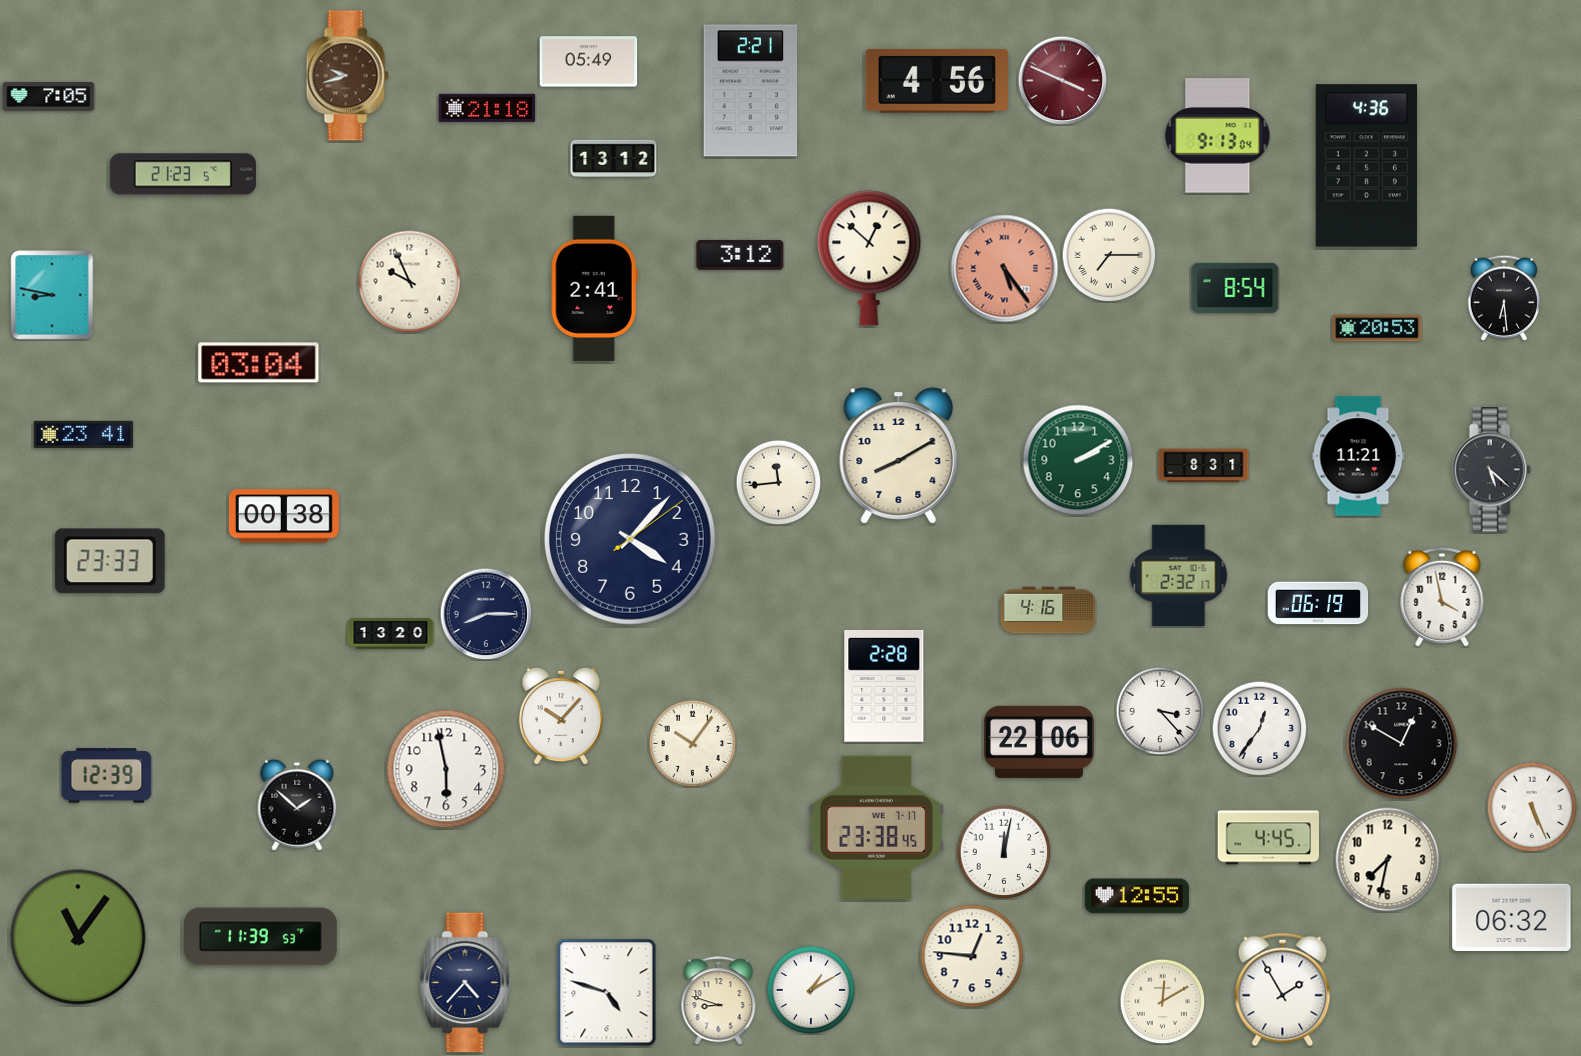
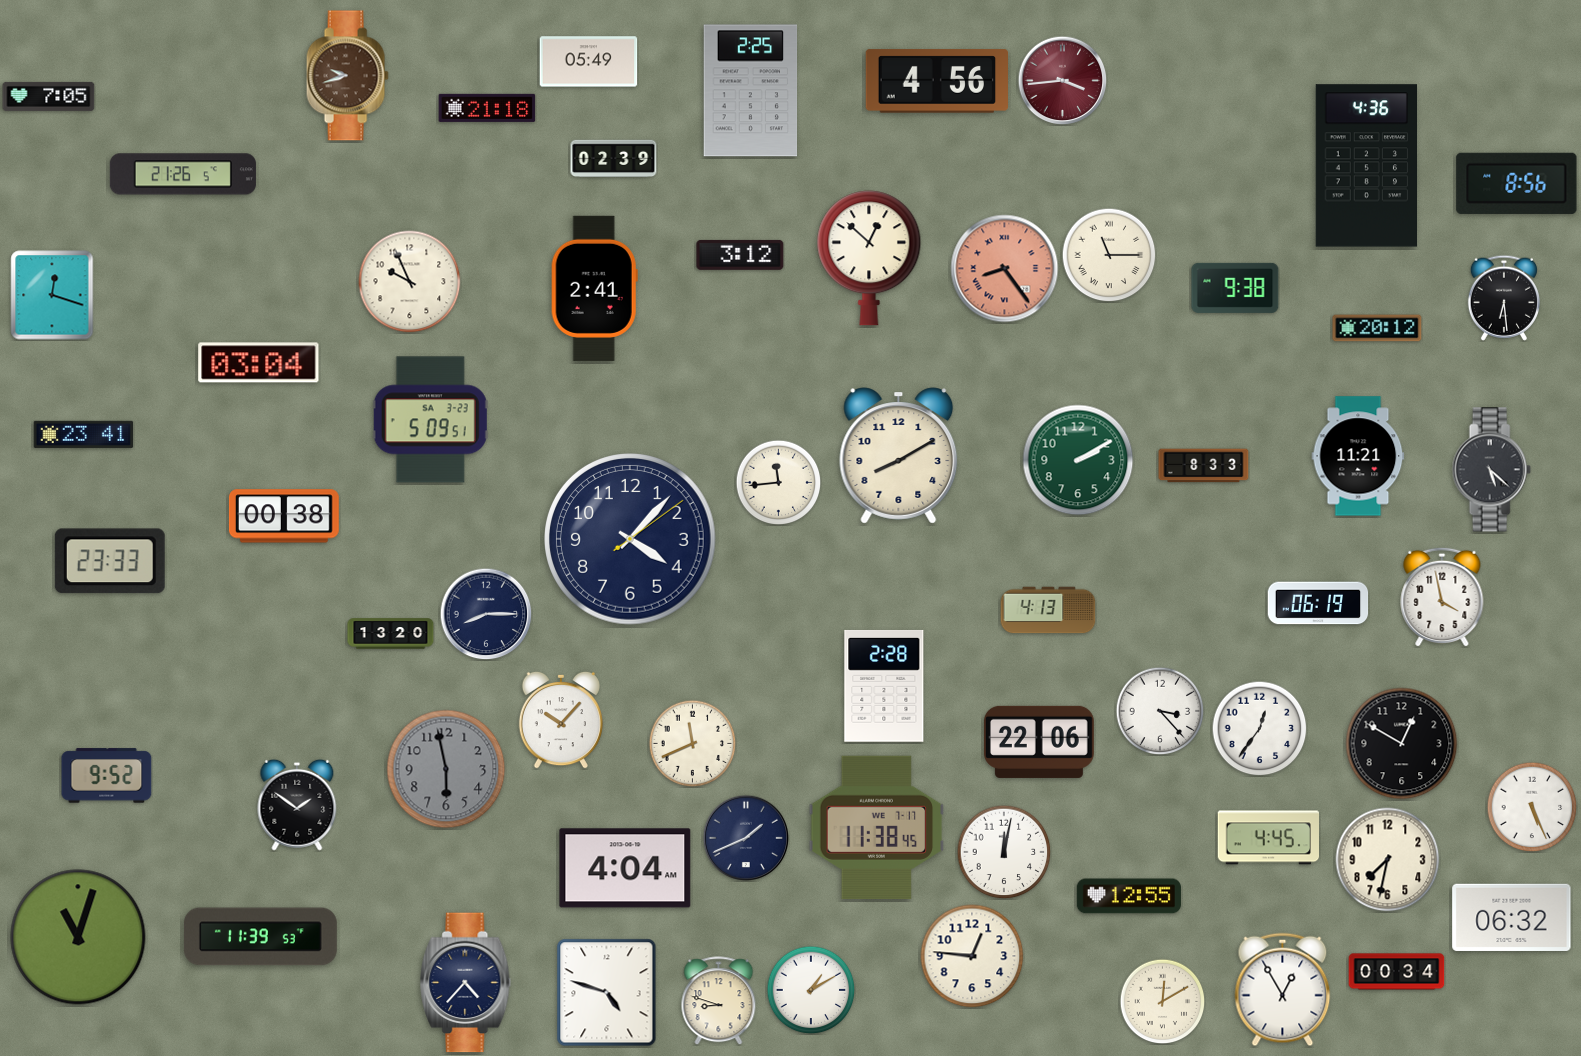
clock at (1062, 80): 3:49 -> 3:44
clock at (751, 91): 2:21 -> 2:25
clock at (1218, 136): 9:13 -> none
clock at (614, 159): 13:12 -> 02:39
clock at (183, 174): 21:23 -> 21:26
clock at (1517, 183): none -> 8:56
clock at (1109, 255): 7:15 -> 11:15
clock at (1005, 269): 5:24 -> 8:24
clock at (1235, 288): 8:54 -> 9:38
clock at (52, 295): 8:47 -> 12:18
clock at (1377, 328): 20:53 -> 20:12
clock at (430, 420): none -> 5:09
clock at (1204, 466): 8:31 -> 8:33
clock at (1179, 576): 2:32 -> none
clock at (1048, 610): 4:16 -> 4:13
clock at (561, 716) position: (561, 716) -> (561, 720)
clock at (692, 743): 10:06 -> 11:41
clock at (446, 769) dial: white -> grey
clock at (107, 776): 12:39 -> 9:52
clock at (297, 805): 1:52 -> 1:51
clock at (877, 827): 23:38 -> 11:38
clock at (745, 837): none -> 1:41
clock at (625, 868): none -> 4:04
clock at (1137, 896) position: (1137, 896) -> (1129, 896)
clock at (78, 937): 11:06 -> 11:03
clock at (1397, 972): none -> 00:34
clock at (1283, 990): 1:55 -> 12:55
